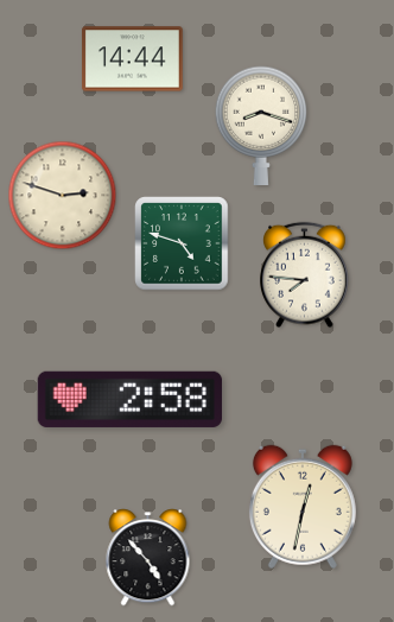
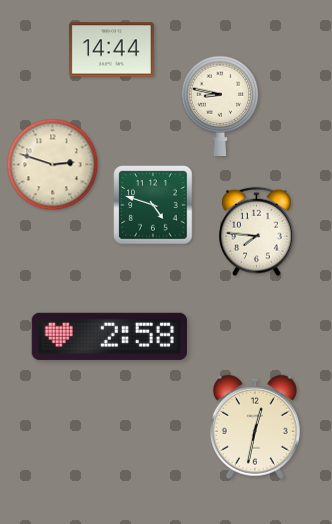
clock at (261, 125): 8:18 -> 8:47
clock at (148, 558): 4:53 -> none
